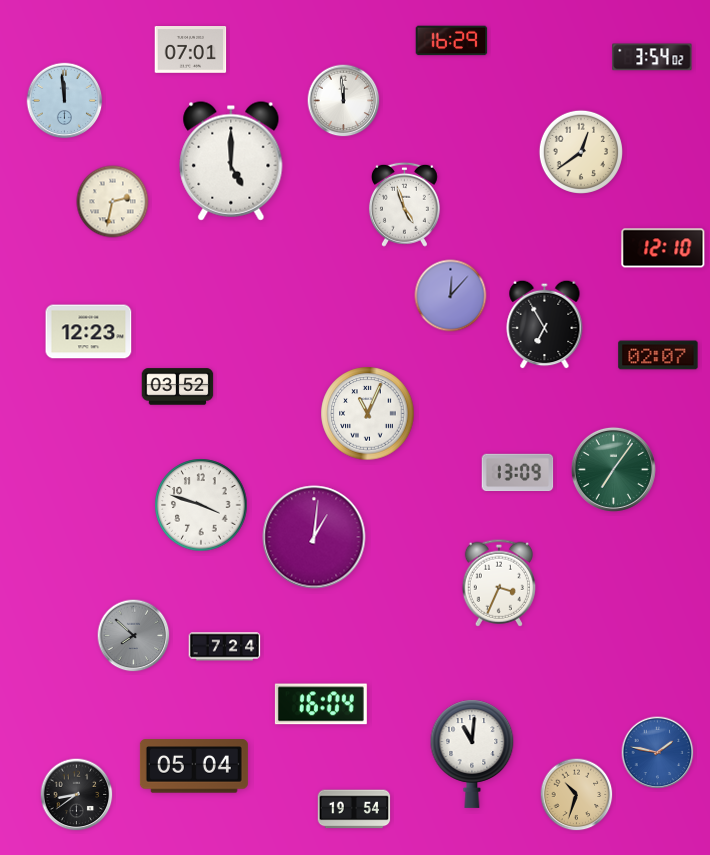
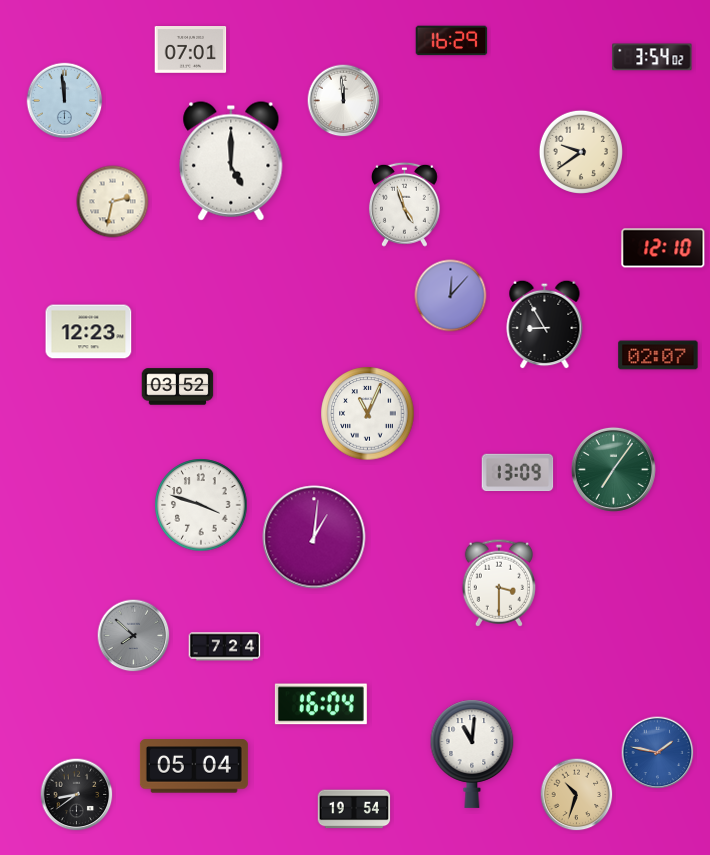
clock at (581, 152): 12:39 -> 9:39
clock at (545, 324): 6:55 -> 8:55
clock at (499, 583): 3:34 -> 3:30
